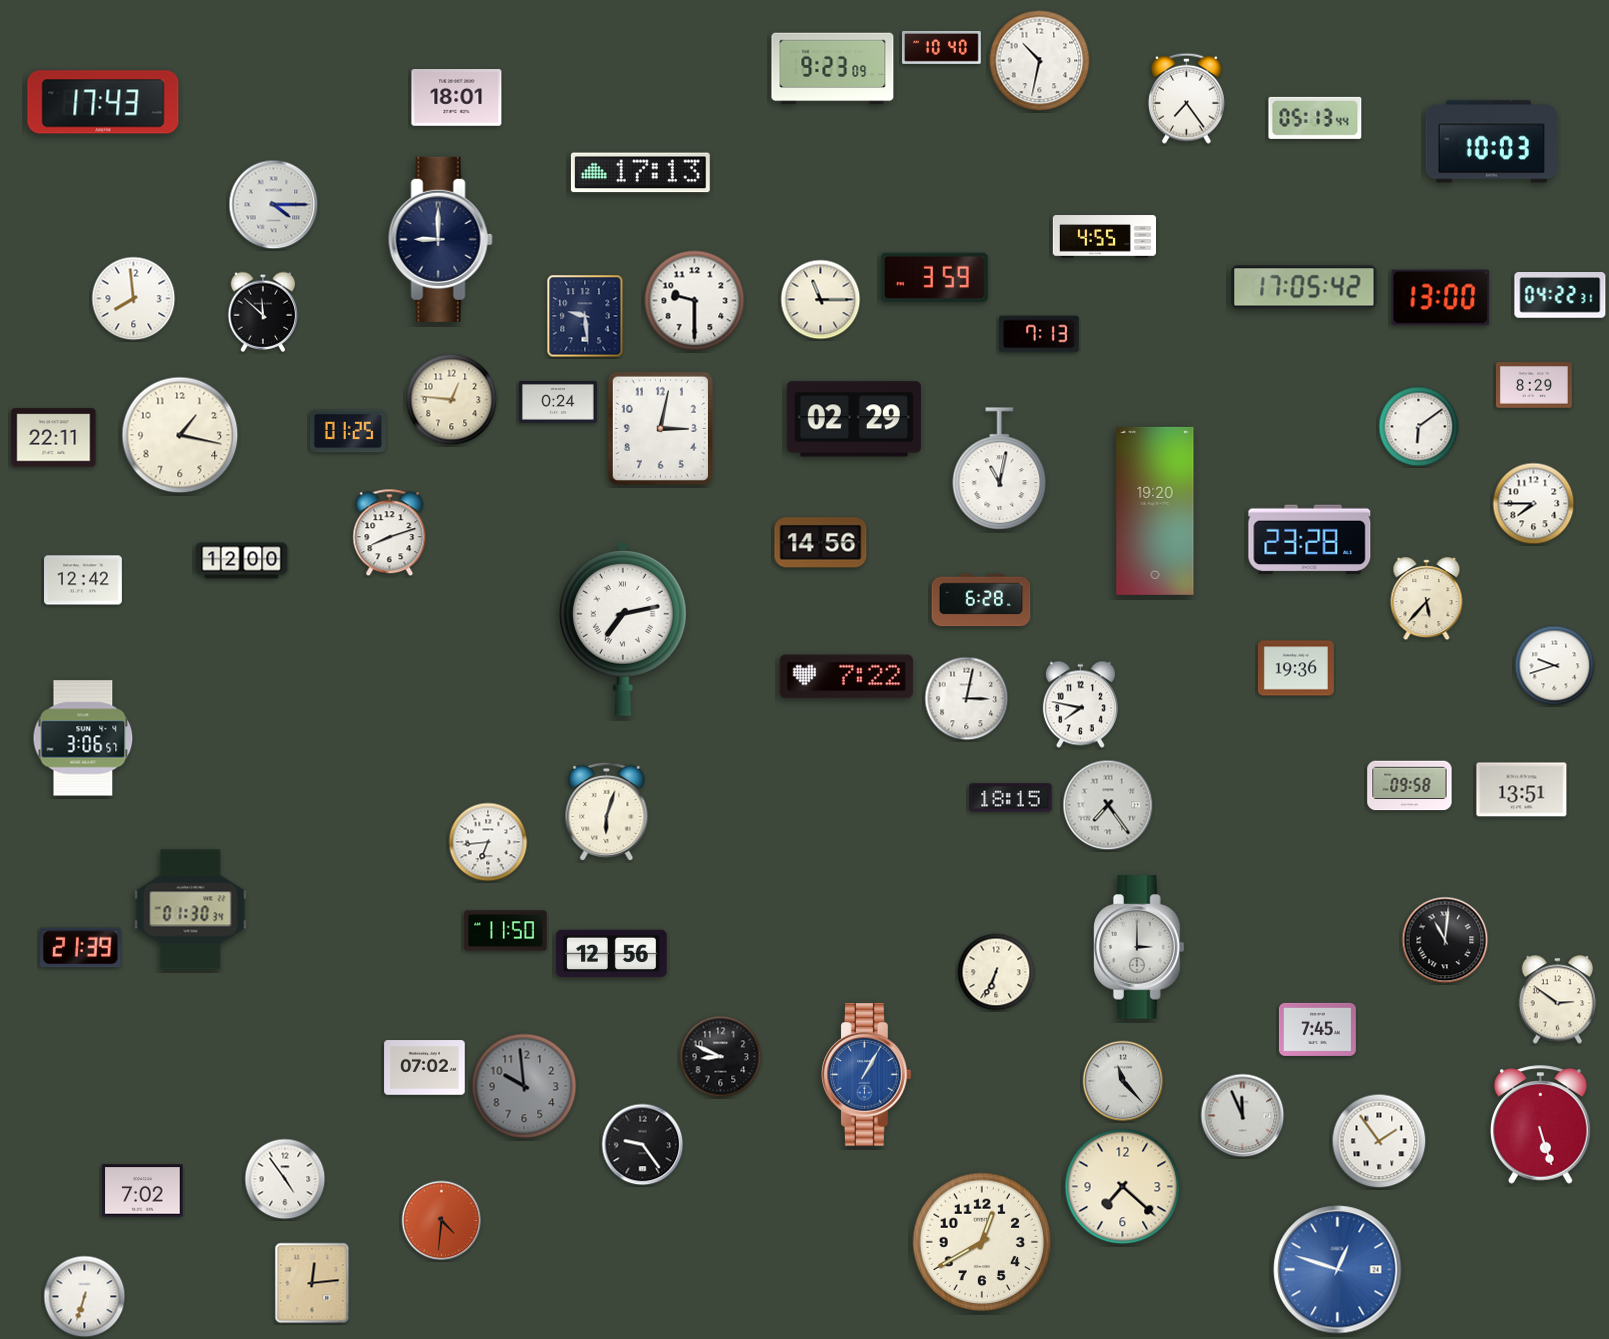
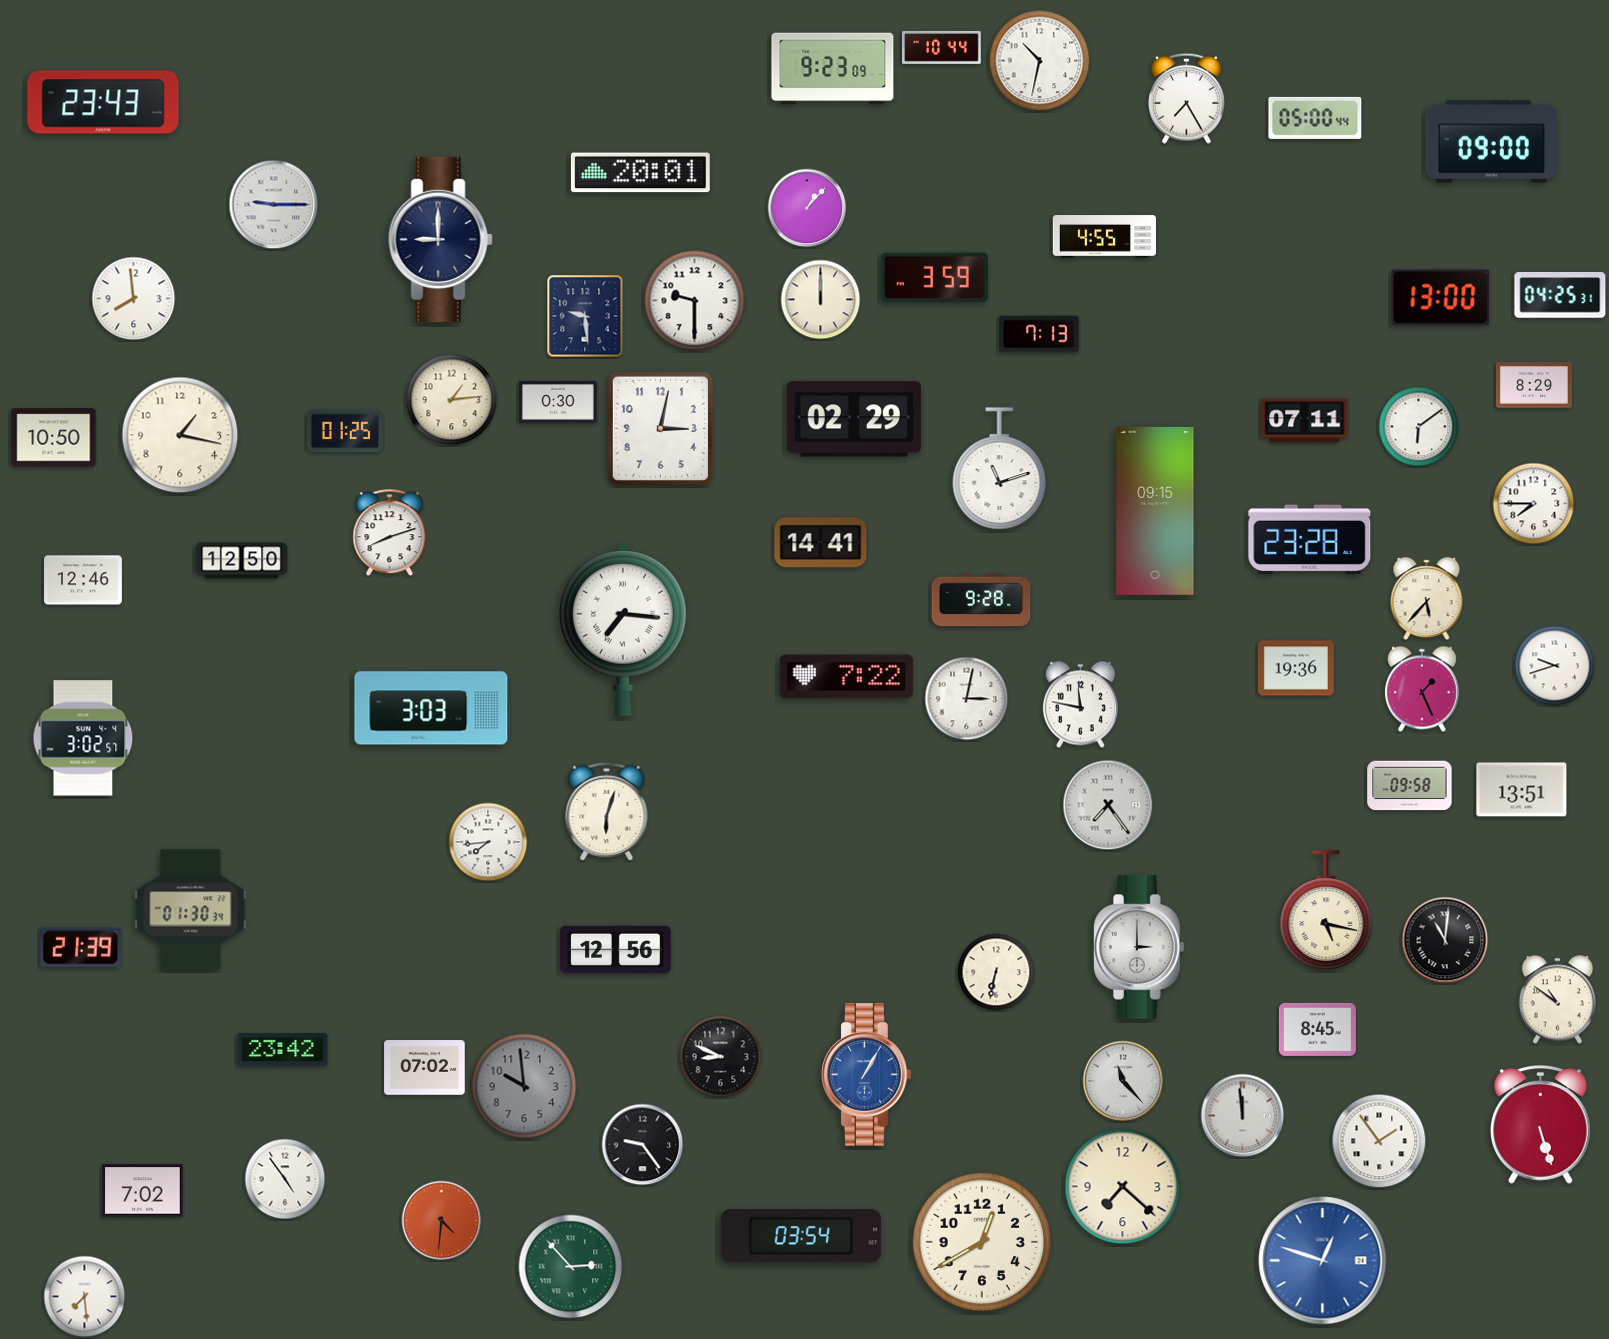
clock at (942, 47): 10:40 -> 10:44
clock at (457, 98): 18:01 -> none
clock at (1187, 98): 7:24 -> 7:25
clock at (103, 102): 17:43 -> 23:43
clock at (1315, 118): 05:13 -> 05:00
clock at (1492, 142): 10:03 -> 09:00
clock at (640, 173): 17:13 -> 20:01
clock at (274, 205): 4:15 -> 9:15
clock at (807, 208): none -> 1:07
clock at (1304, 287): 17:05 -> none
clock at (1560, 295): 04:22 -> 04:25
clock at (821, 300): 11:15 -> 12:00
clock at (263, 312): 11:52 -> none
clock at (452, 400): 12:46 -> 1:14
clock at (559, 402): 0:24 -> 0:30
clock at (1305, 421): none -> 07:11
clock at (348, 431) position: (348, 431) -> (345, 431)
clock at (54, 438): 22:11 -> 10:50
clock at (1000, 469): 11:02 -> 11:12
clock at (1155, 511): 19:20 -> 09:15
clock at (821, 543): 14:56 -> 14:41
clock at (242, 561): 12:00 -> 12:50
clock at (84, 580): 12:42 -> 12:46
clock at (981, 600): 6:28 -> 9:28
clock at (623, 630): 7:13 -> 7:16
clock at (1422, 689): none -> 1:26
clock at (1080, 705): 7:47 -> 11:47
clock at (431, 708): none -> 3:03
clock at (83, 738): 3:06 -> 3:02
clock at (1011, 798): 18:15 -> none
clock at (488, 842): 6:44 -> 7:44
clock at (1326, 910): none -> 5:17
clock at (506, 931): 11:50 -> none
clock at (612, 954) position: (612, 954) -> (616, 950)
clock at (996, 972): 6:34 -> 6:32
clock at (1558, 1000): 2:51 -> 10:51
clock at (1317, 1029): 7:45 -> 8:45
clock at (283, 1050): none -> 23:42
clock at (1243, 1116): 11:56 -> 11:59
clock at (801, 1236): none -> 03:54
clock at (571, 1267): none -> 2:53
clock at (1338, 1270) position: (1338, 1270) -> (1323, 1261)
clock at (312, 1283): 12:14 -> none
clock at (85, 1297): 6:33 -> 7:29
